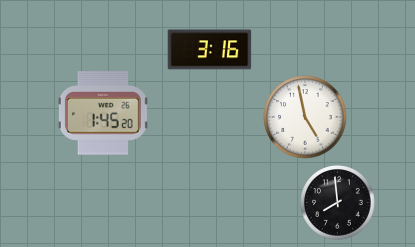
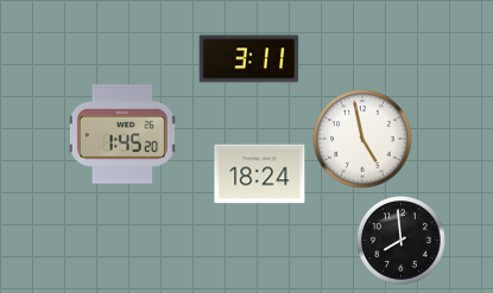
clock at (210, 50): 3:16 -> 3:11
clock at (260, 174): none -> 18:24
